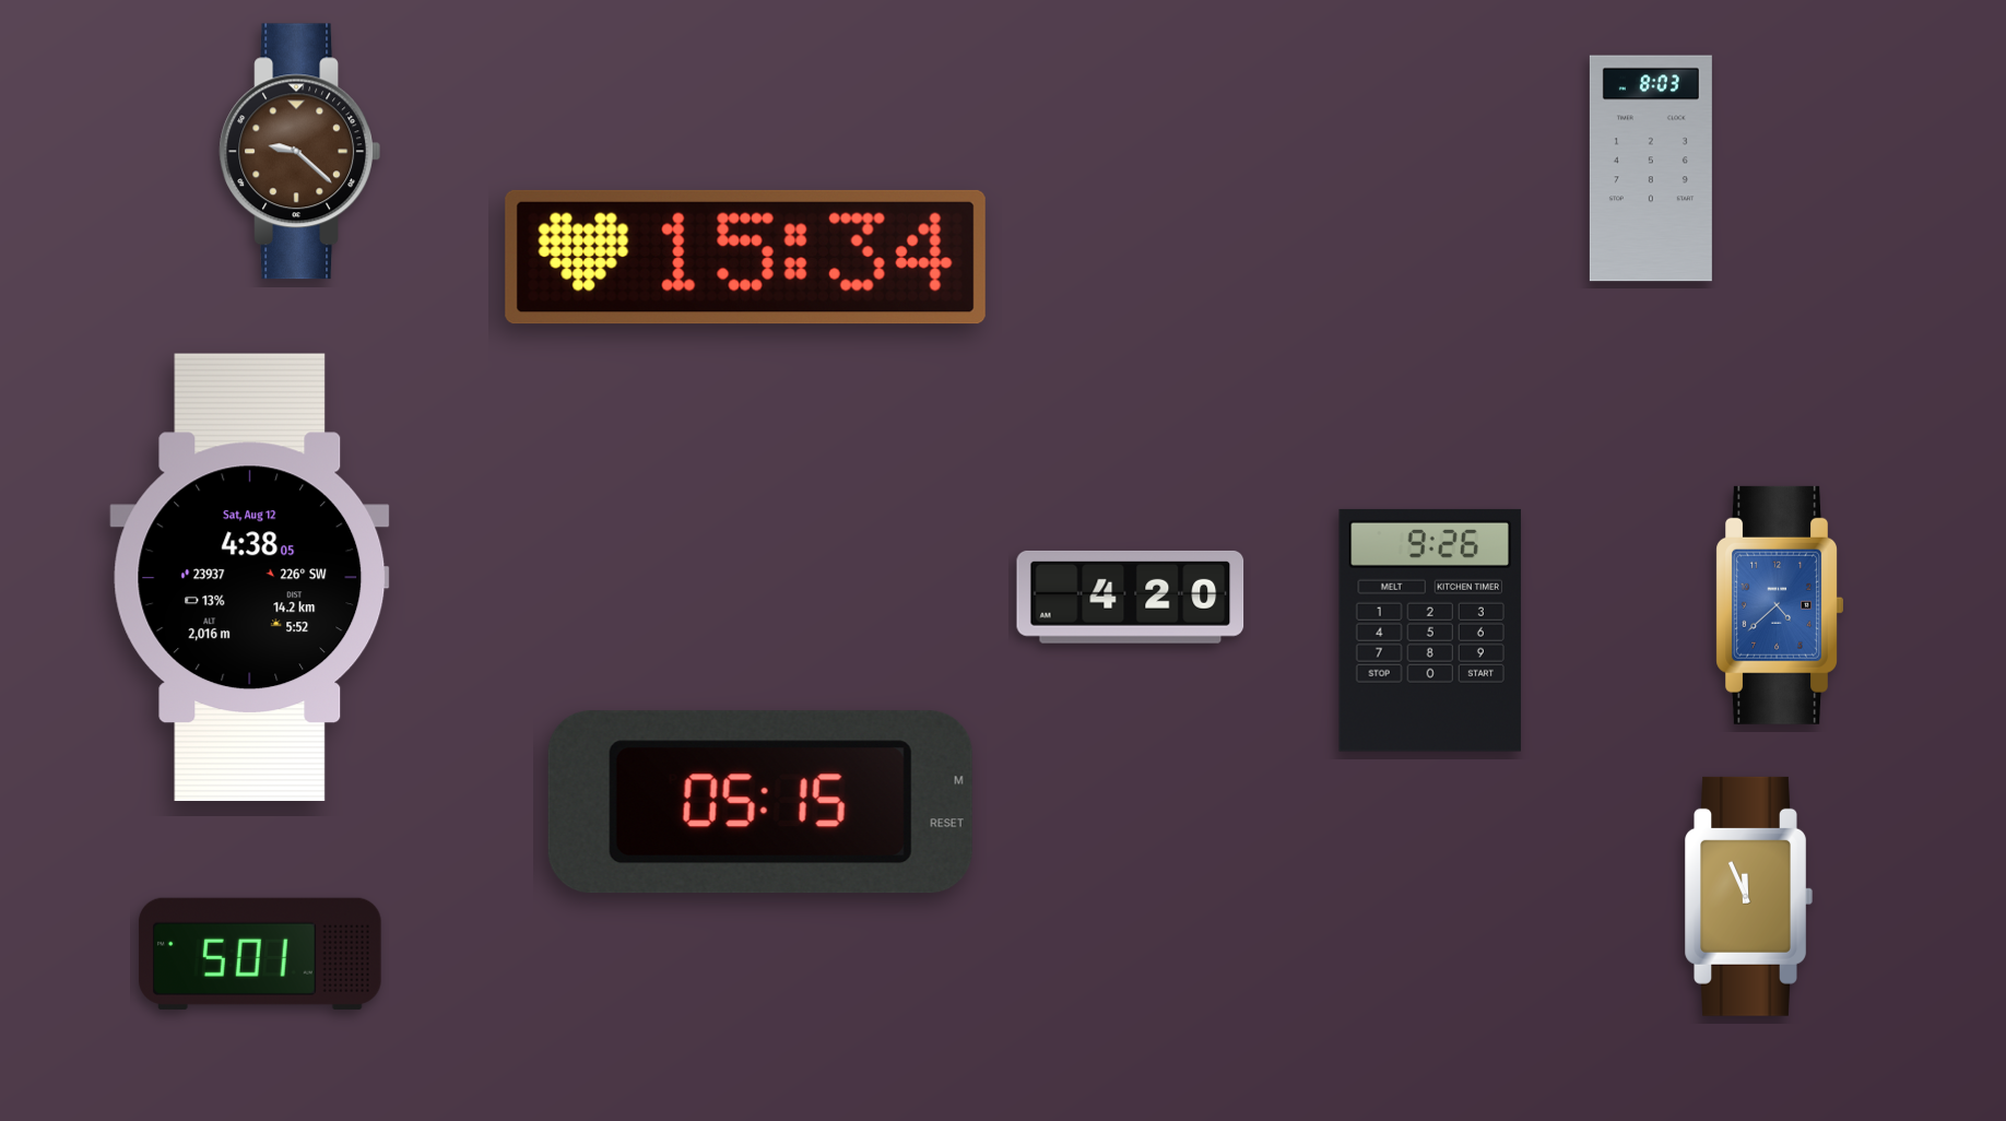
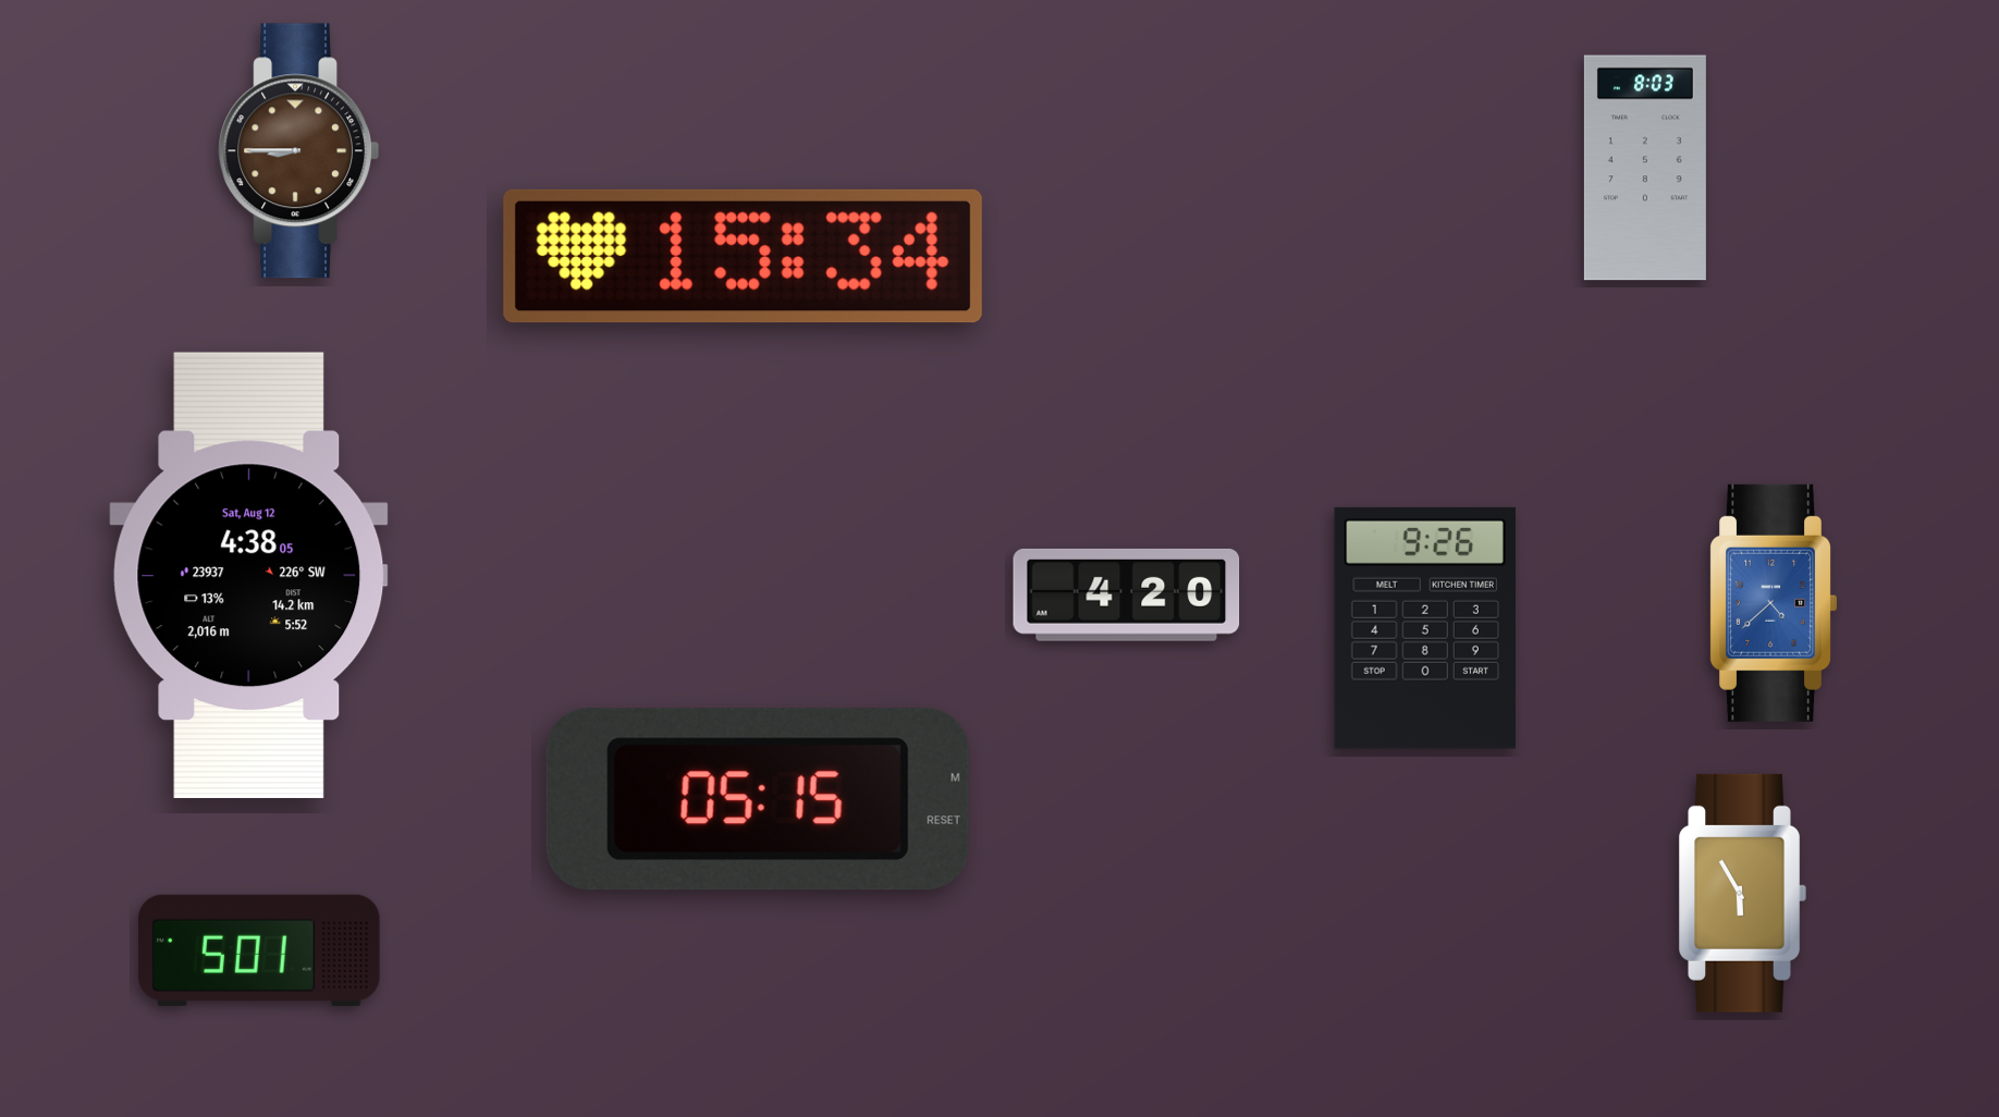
clock at (299, 152): 9:22 -> 8:45
clock at (1748, 896): 11:56 -> 5:55
